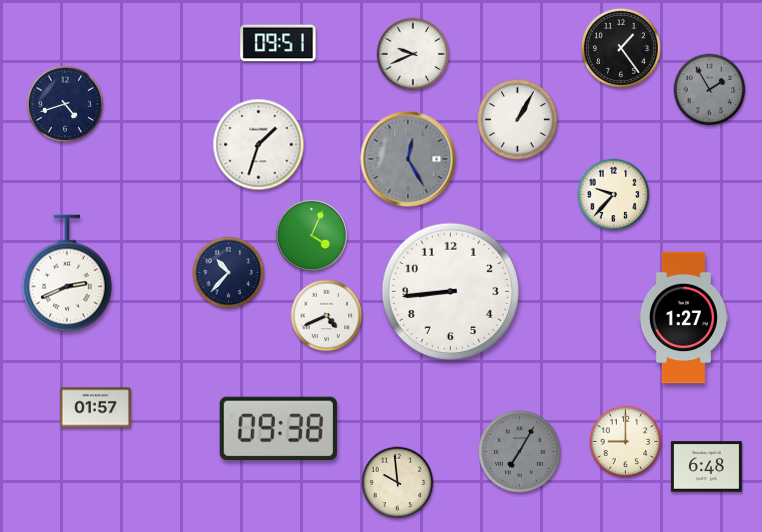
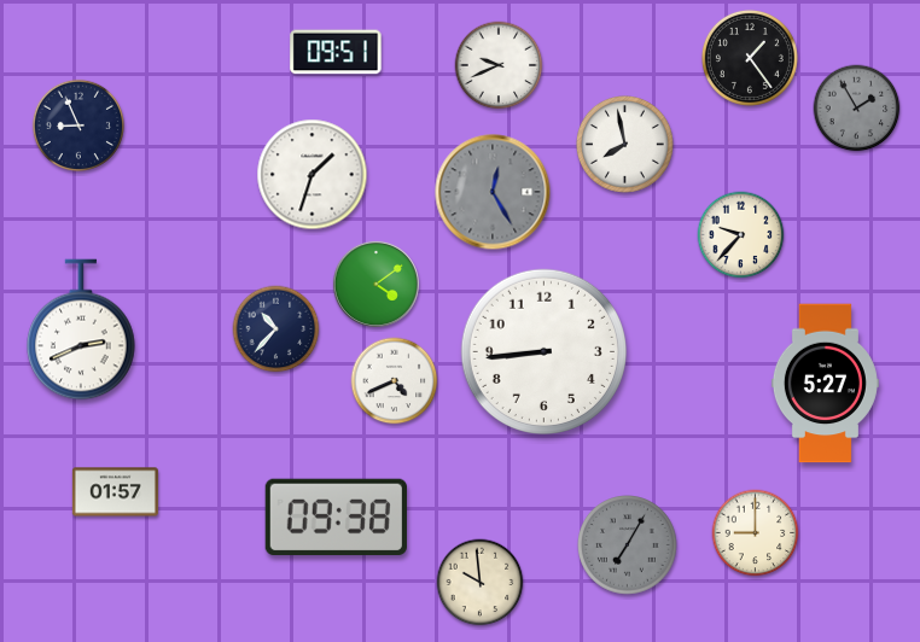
clock at (64, 103): 4:42 -> 8:56
clock at (517, 119): 1:05 -> 7:58
clock at (311, 235): 4:04 -> 4:09
clock at (683, 318): 1:27 -> 5:27
clock at (706, 467): 6:48 -> none
